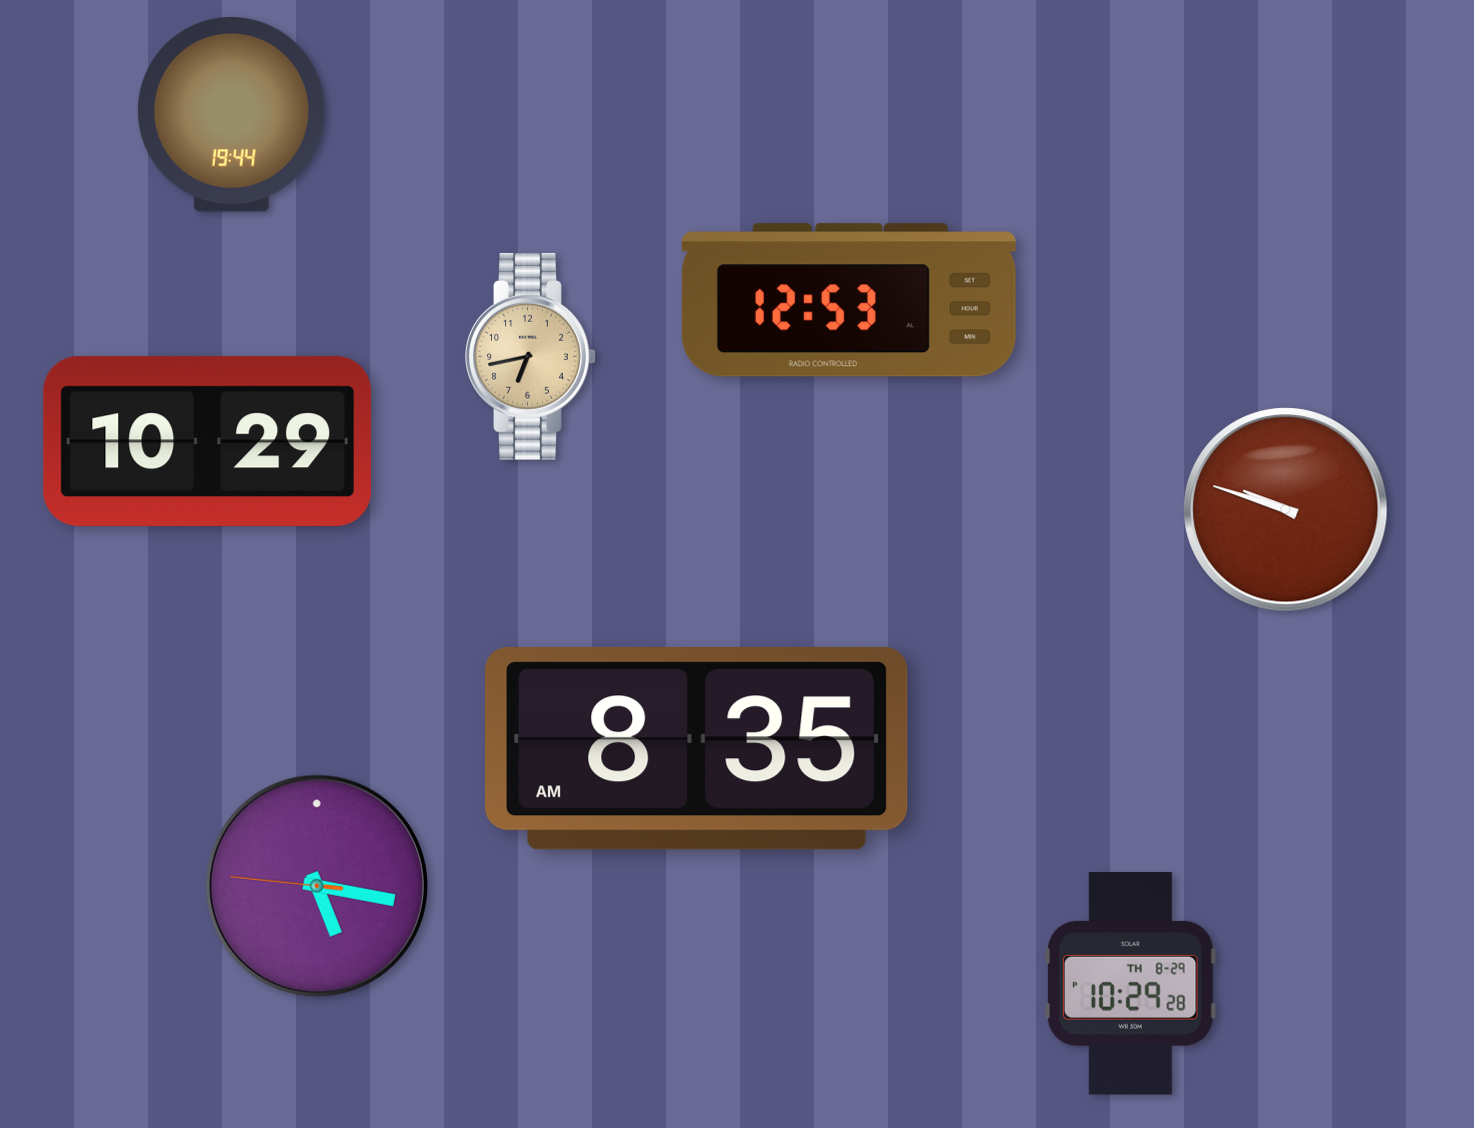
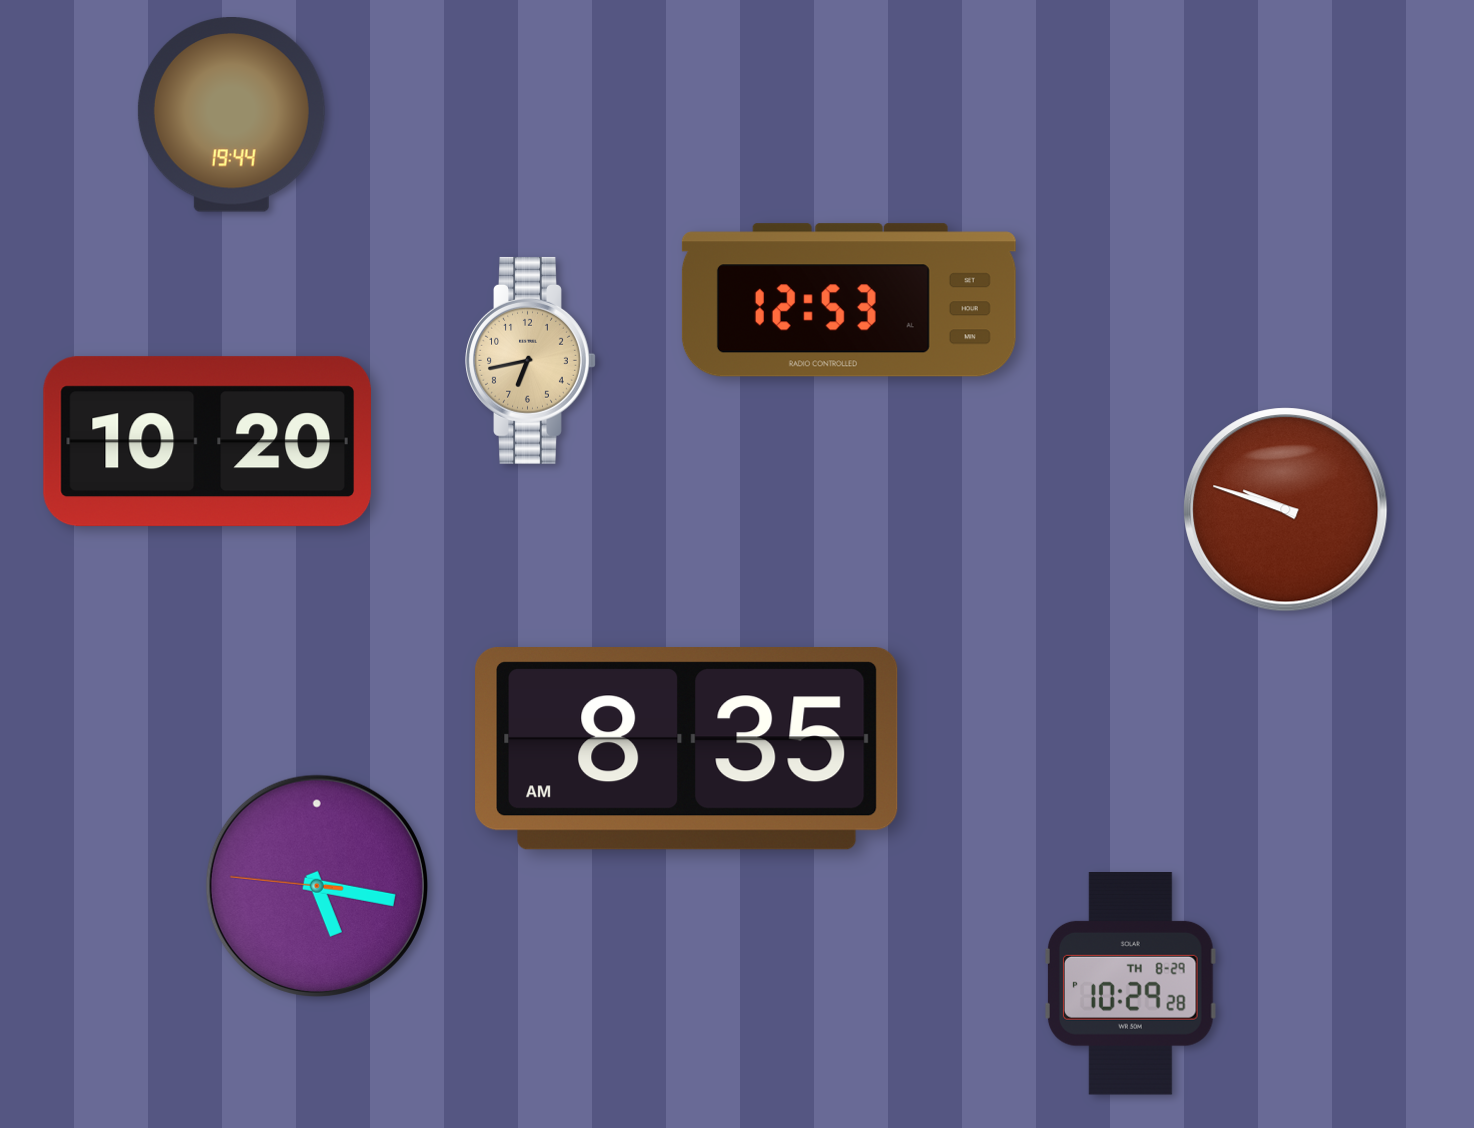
clock at (531, 356) position: (531, 356) -> (531, 360)
clock at (207, 442): 10:29 -> 10:20
clock at (697, 749) position: (697, 749) -> (687, 749)
